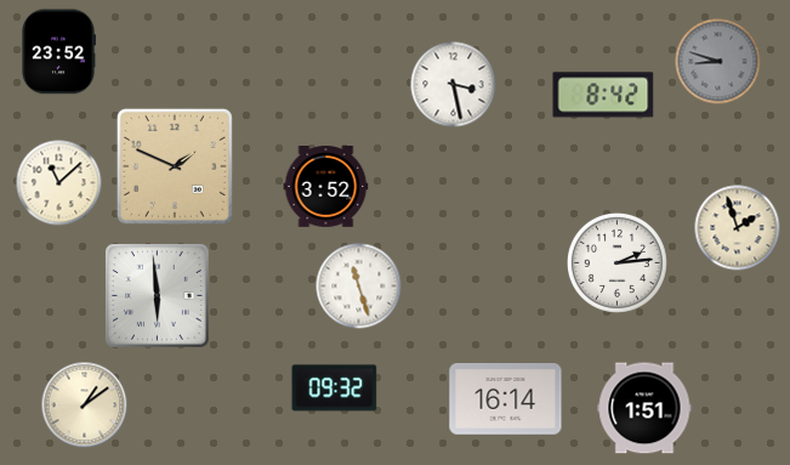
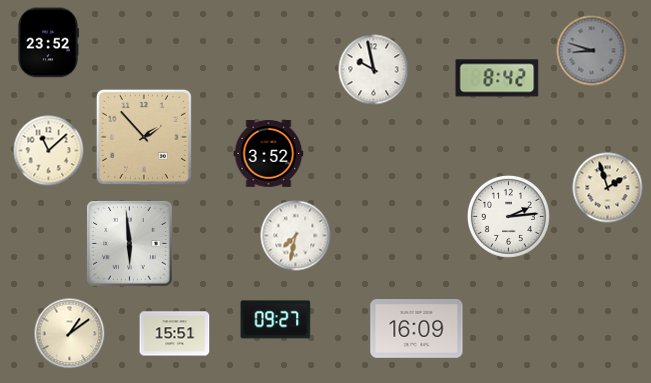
clock at (454, 85): 3:28 -> 9:58
clock at (175, 166): 1:49 -> 1:53
clock at (359, 287): 11:27 -> 7:32
clock at (335, 389): 09:32 -> 09:27
clock at (506, 399): 16:14 -> 16:09
clock at (175, 334): none -> 15:51
clock at (644, 408): 1:51 -> none
